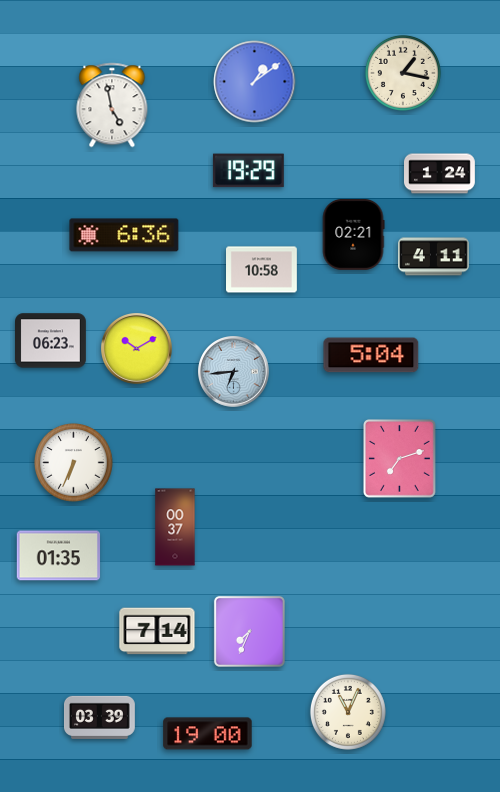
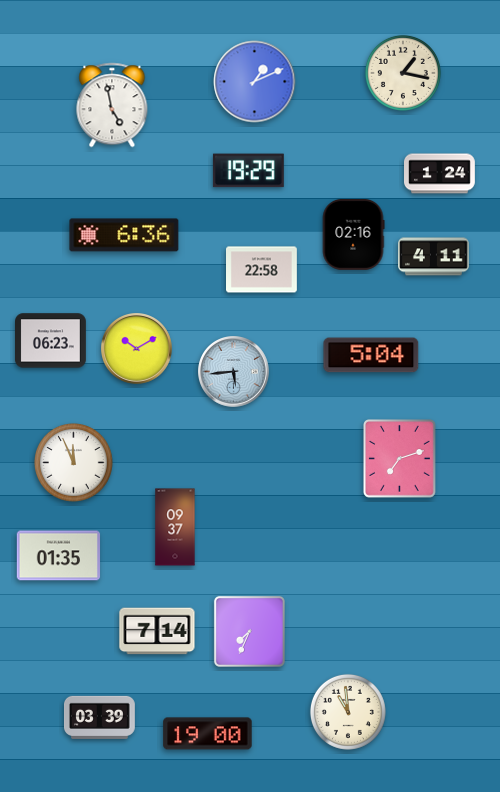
clock at (255, 82): 1:09 -> 1:11
clock at (353, 234): 02:21 -> 02:16
clock at (262, 270): 10:58 -> 22:58
clock at (234, 372): 6:44 -> 5:44
clock at (74, 463): 6:34 -> 11:56
clock at (175, 527): 00:37 -> 09:37
clock at (348, 712): 11:04 -> 10:59
